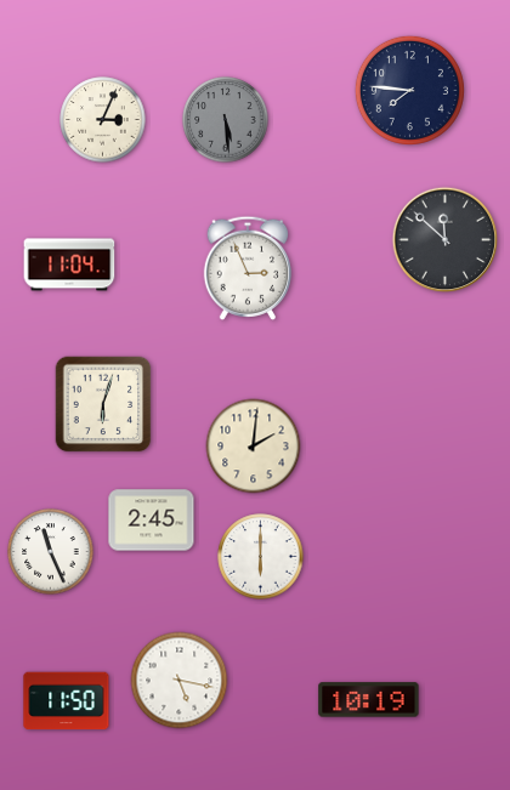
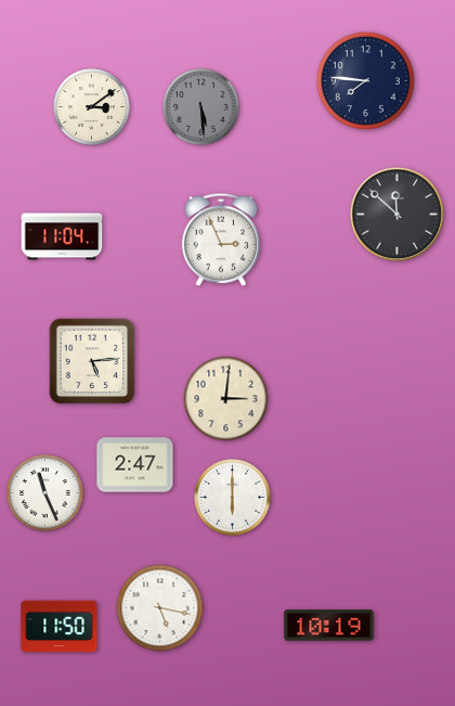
clock at (103, 120): 3:04 -> 3:09
clock at (103, 404): 6:03 -> 5:14
clock at (254, 447): 2:01 -> 3:01
clock at (152, 521): 2:45 -> 2:47
